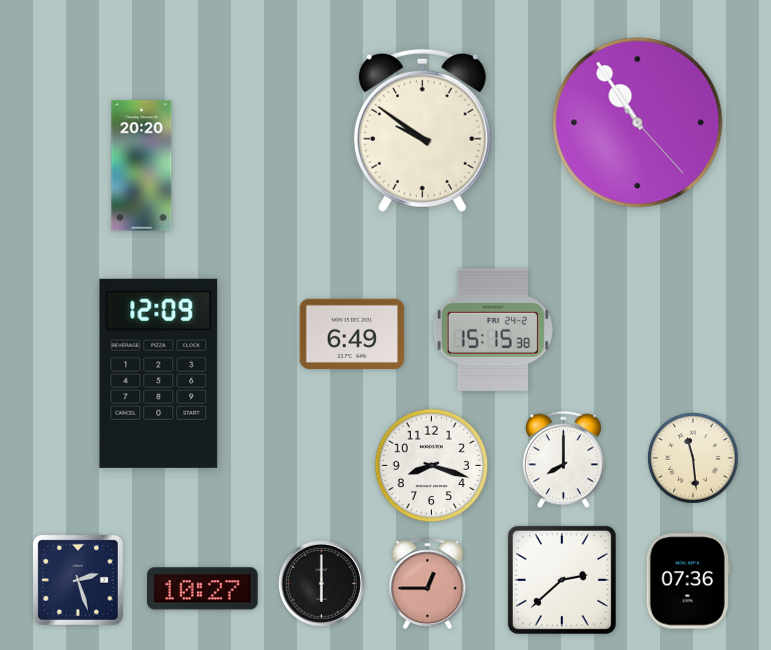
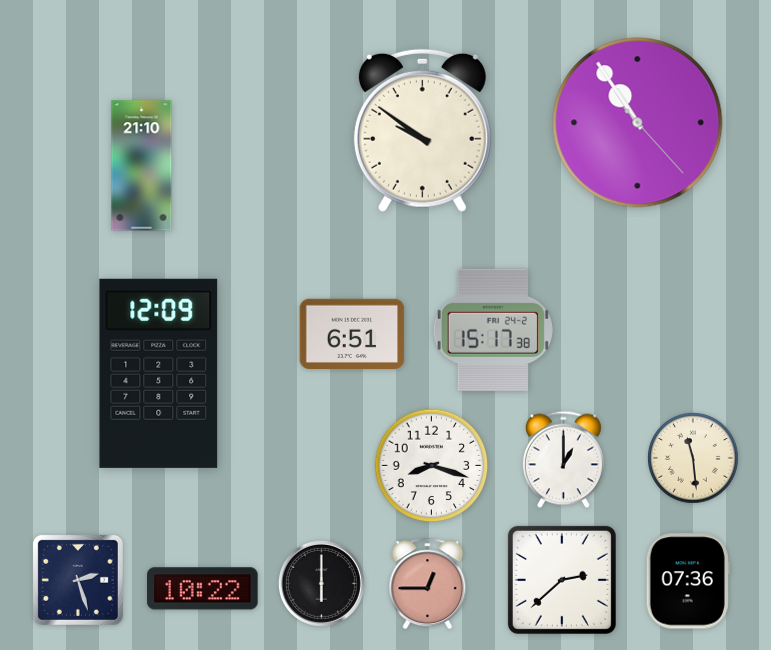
clock at (142, 166): 20:20 -> 21:10
clock at (493, 330): 15:15 -> 15:17
clock at (352, 333): 6:49 -> 6:51
clock at (563, 460): 8:00 -> 1:00
clock at (203, 589): 10:27 -> 10:22
